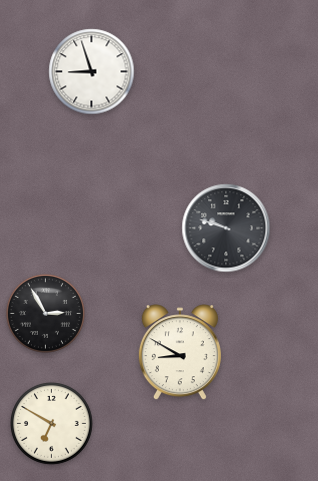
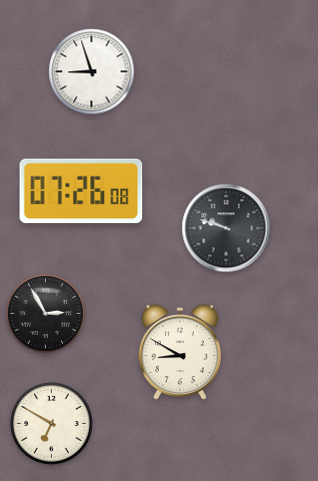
clock at (81, 191): none -> 07:26
